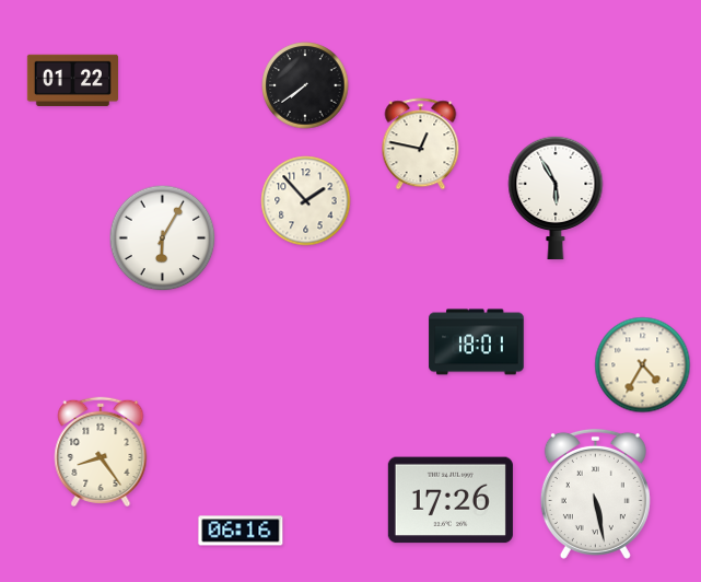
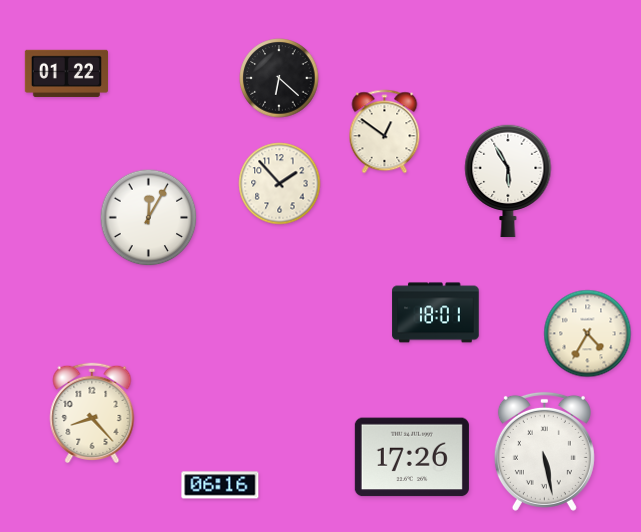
clock at (305, 85): 7:39 -> 6:22
clock at (421, 144): 12:47 -> 12:51
clock at (163, 238): 6:05 -> 12:05
clock at (101, 451): 8:24 -> 8:23
